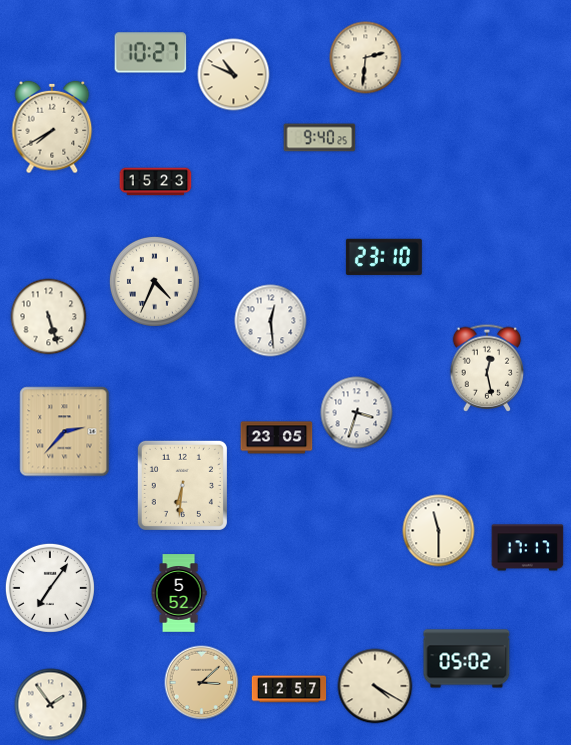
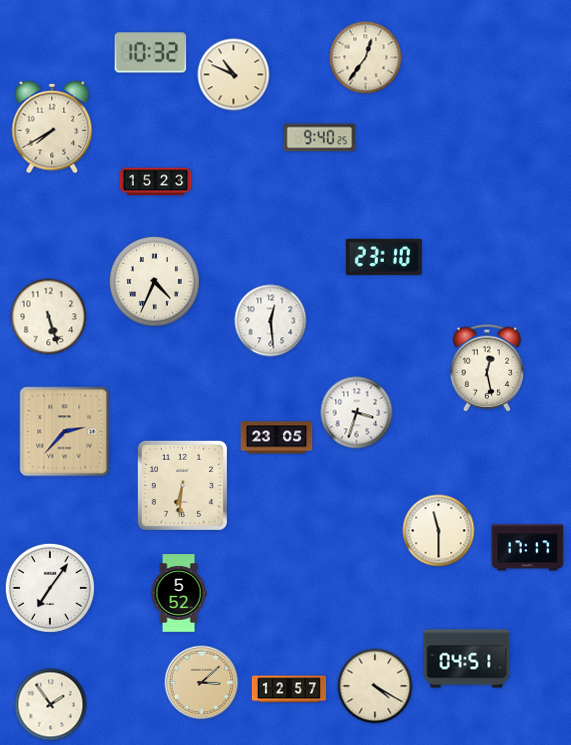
clock at (151, 53): 10:27 -> 10:32
clock at (366, 58): 2:31 -> 12:36
clock at (467, 659): 05:02 -> 04:51
